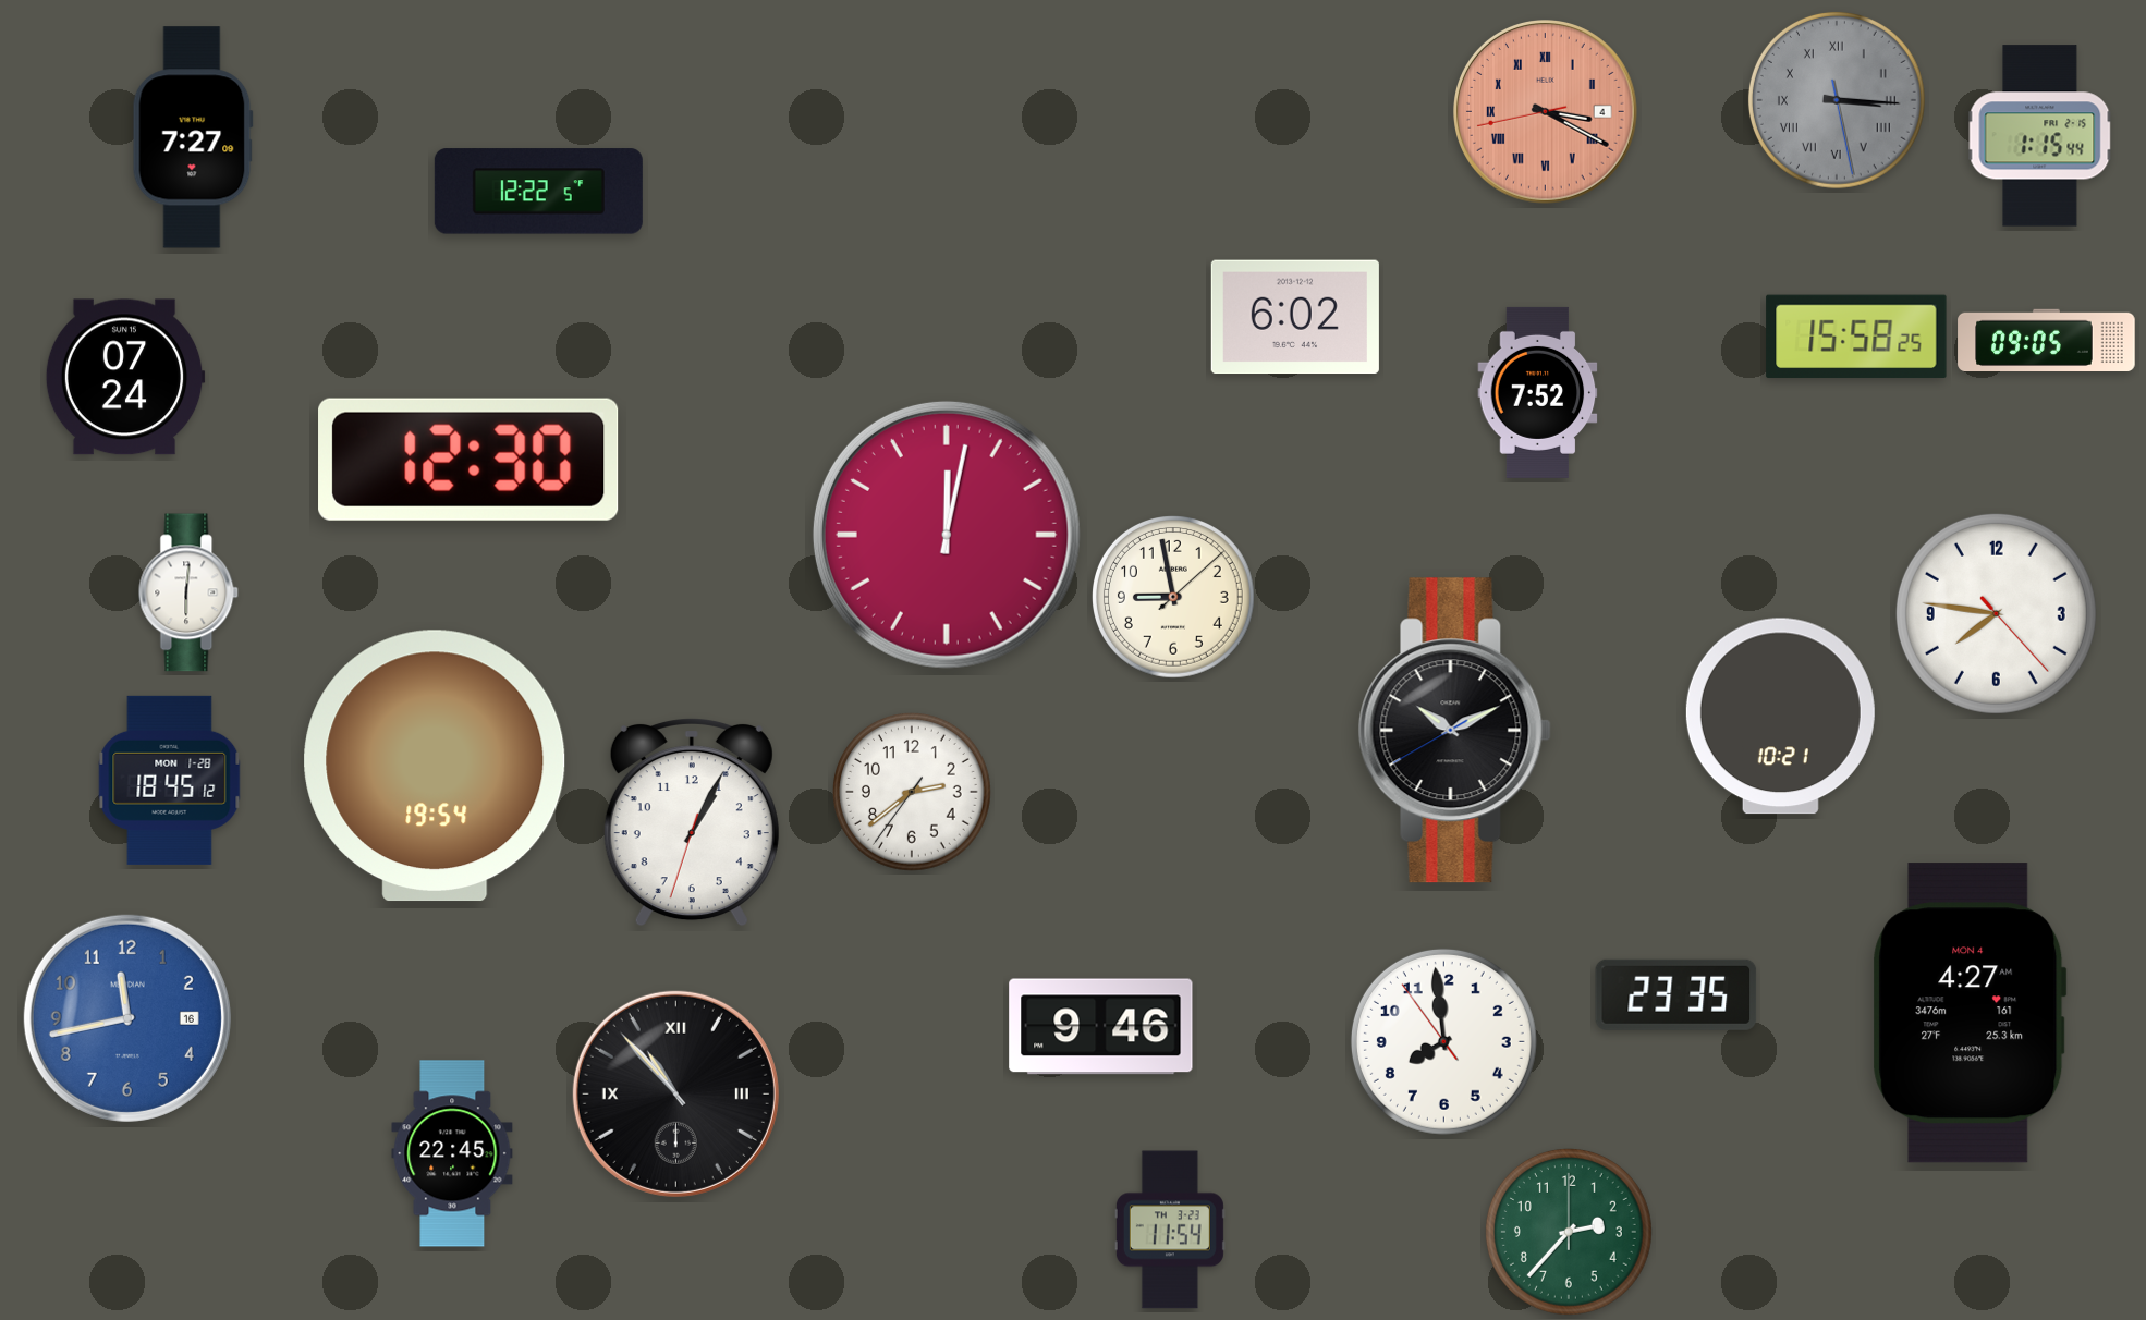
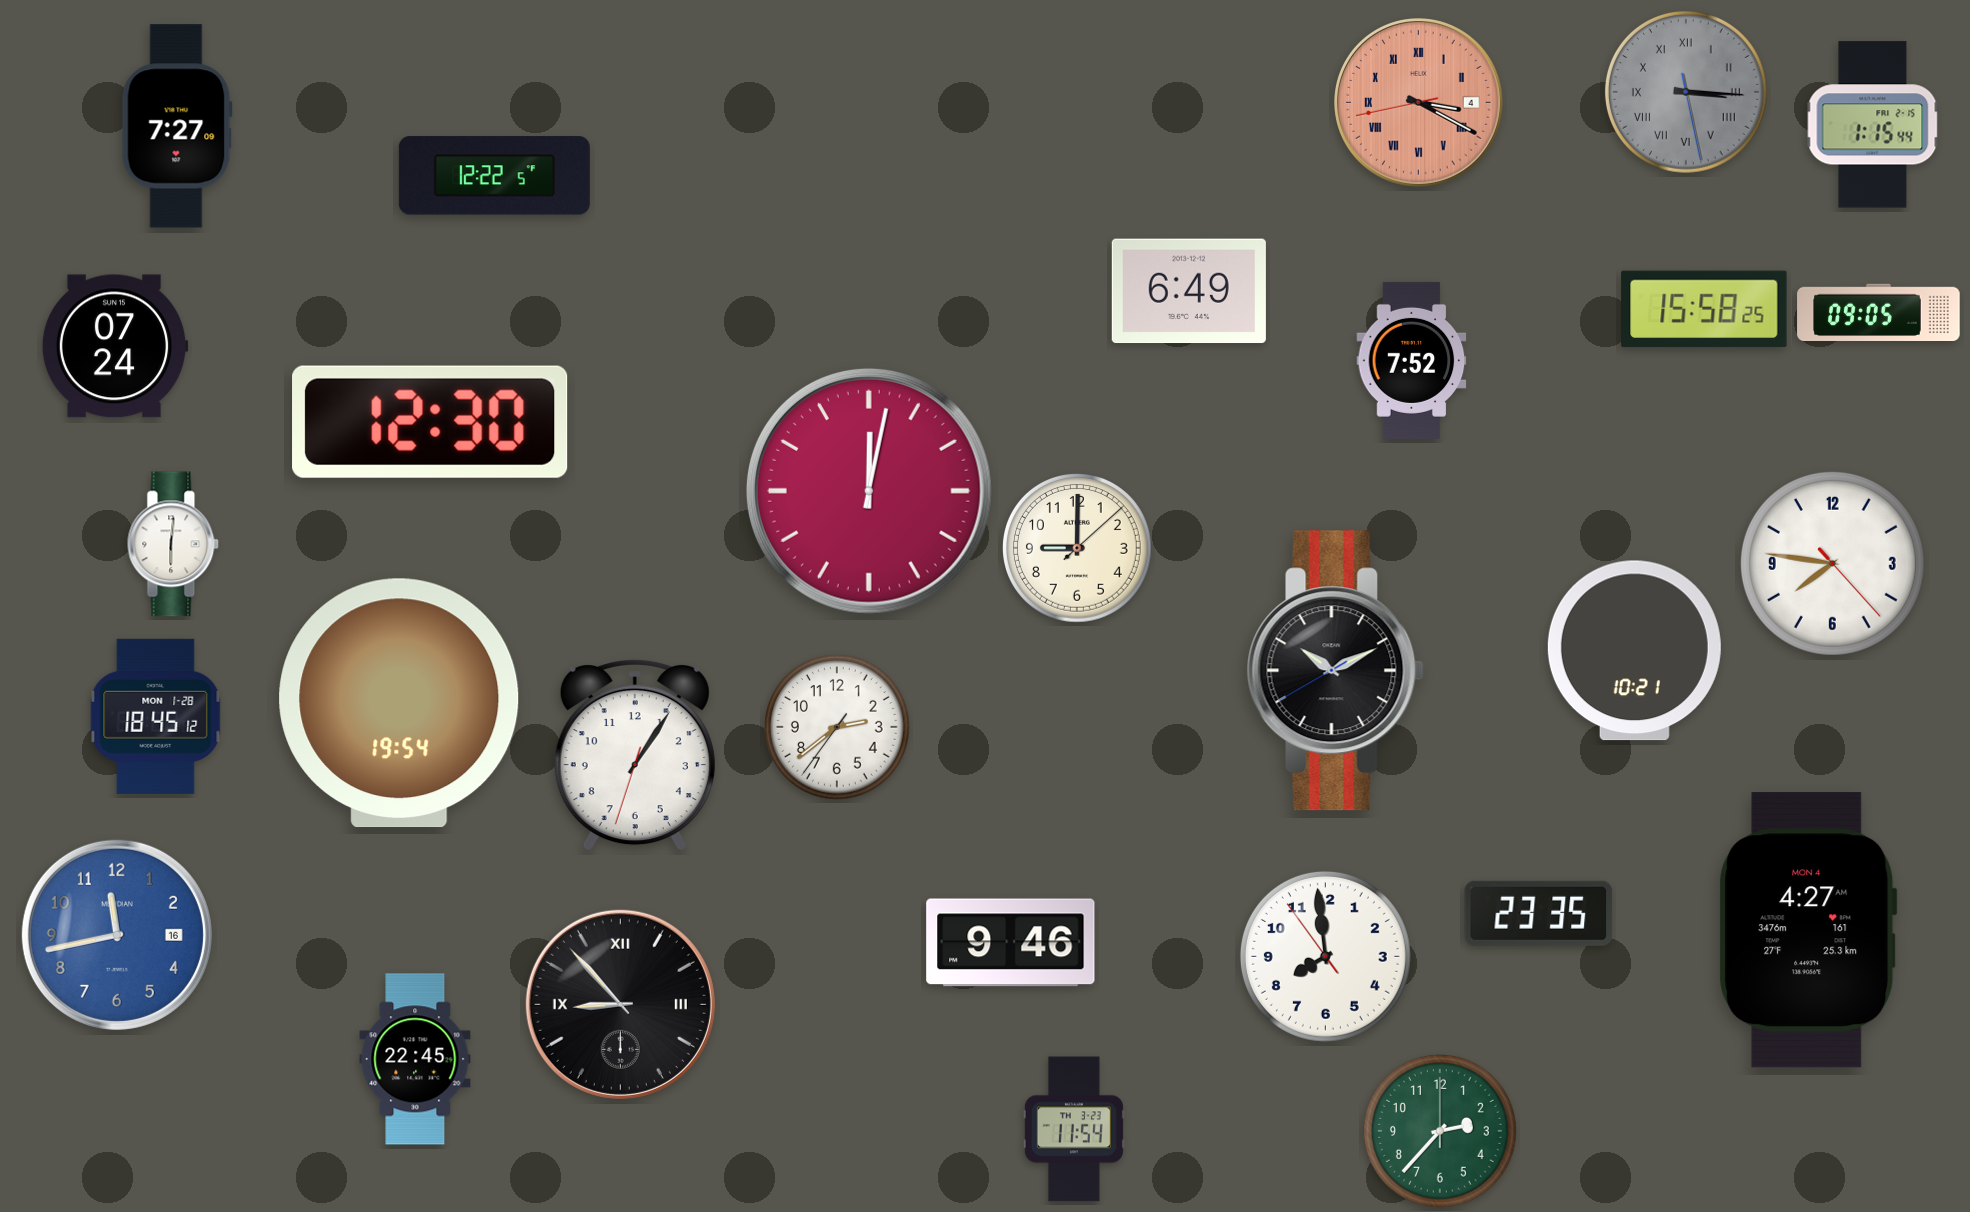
clock at (1295, 317): 6:02 -> 6:49
clock at (1174, 598): 8:58 -> 9:00
clock at (1780, 717) position: (1780, 717) -> (1634, 651)
clock at (692, 823): 1:04 -> 1:05
clock at (675, 1093): 10:53 -> 8:53
